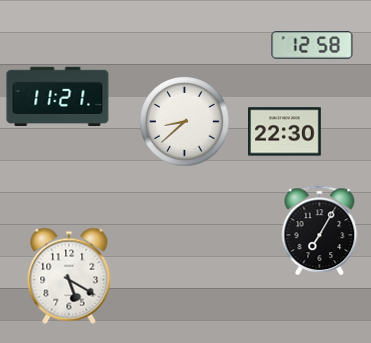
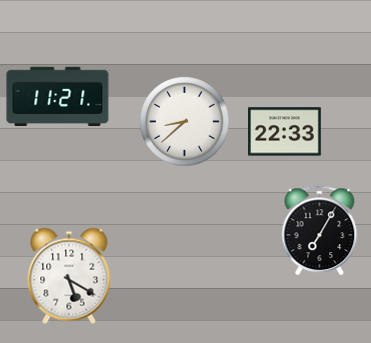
clock at (312, 45): 12:58 -> none
clock at (285, 132): 22:30 -> 22:33
